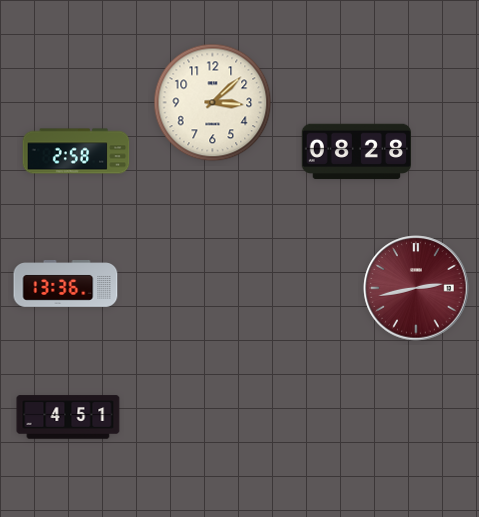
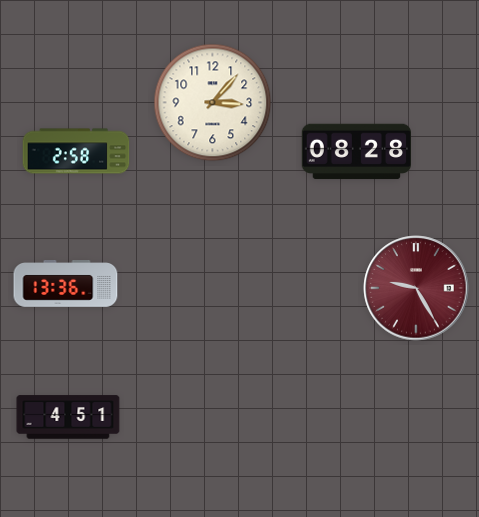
clock at (213, 103): 3:08 -> 3:07
clock at (416, 288): 2:43 -> 9:25
